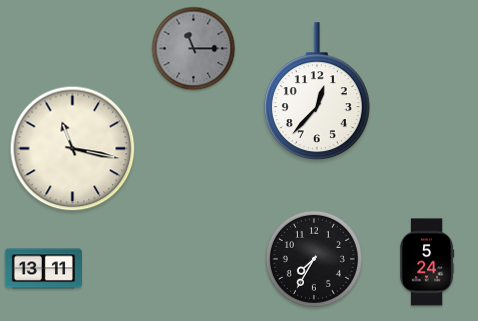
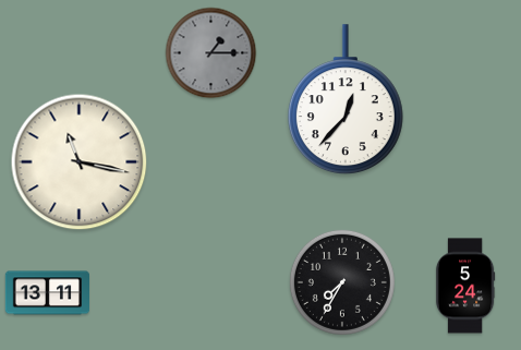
clock at (194, 49): 11:15 -> 1:15
